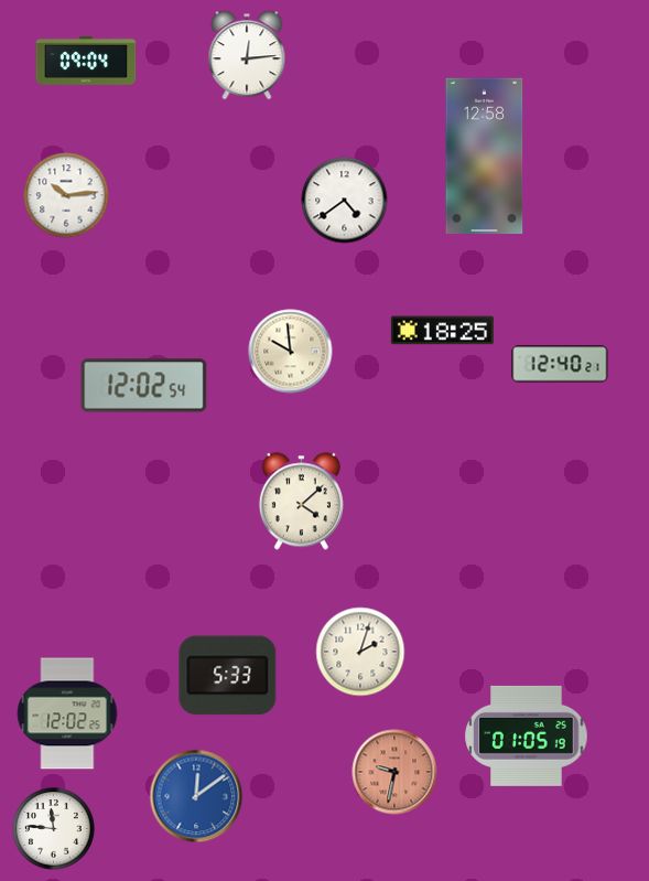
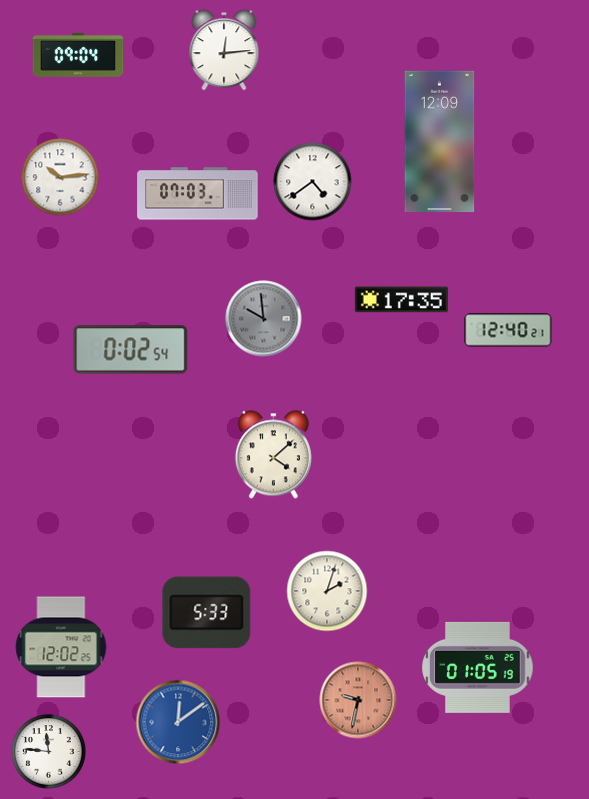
clock at (485, 157): 12:58 -> 12:09
clock at (198, 194): none -> 07:03
clock at (442, 331): 18:25 -> 17:35
clock at (291, 352) dial: cream -> grey
clock at (144, 386): 12:02 -> 0:02
